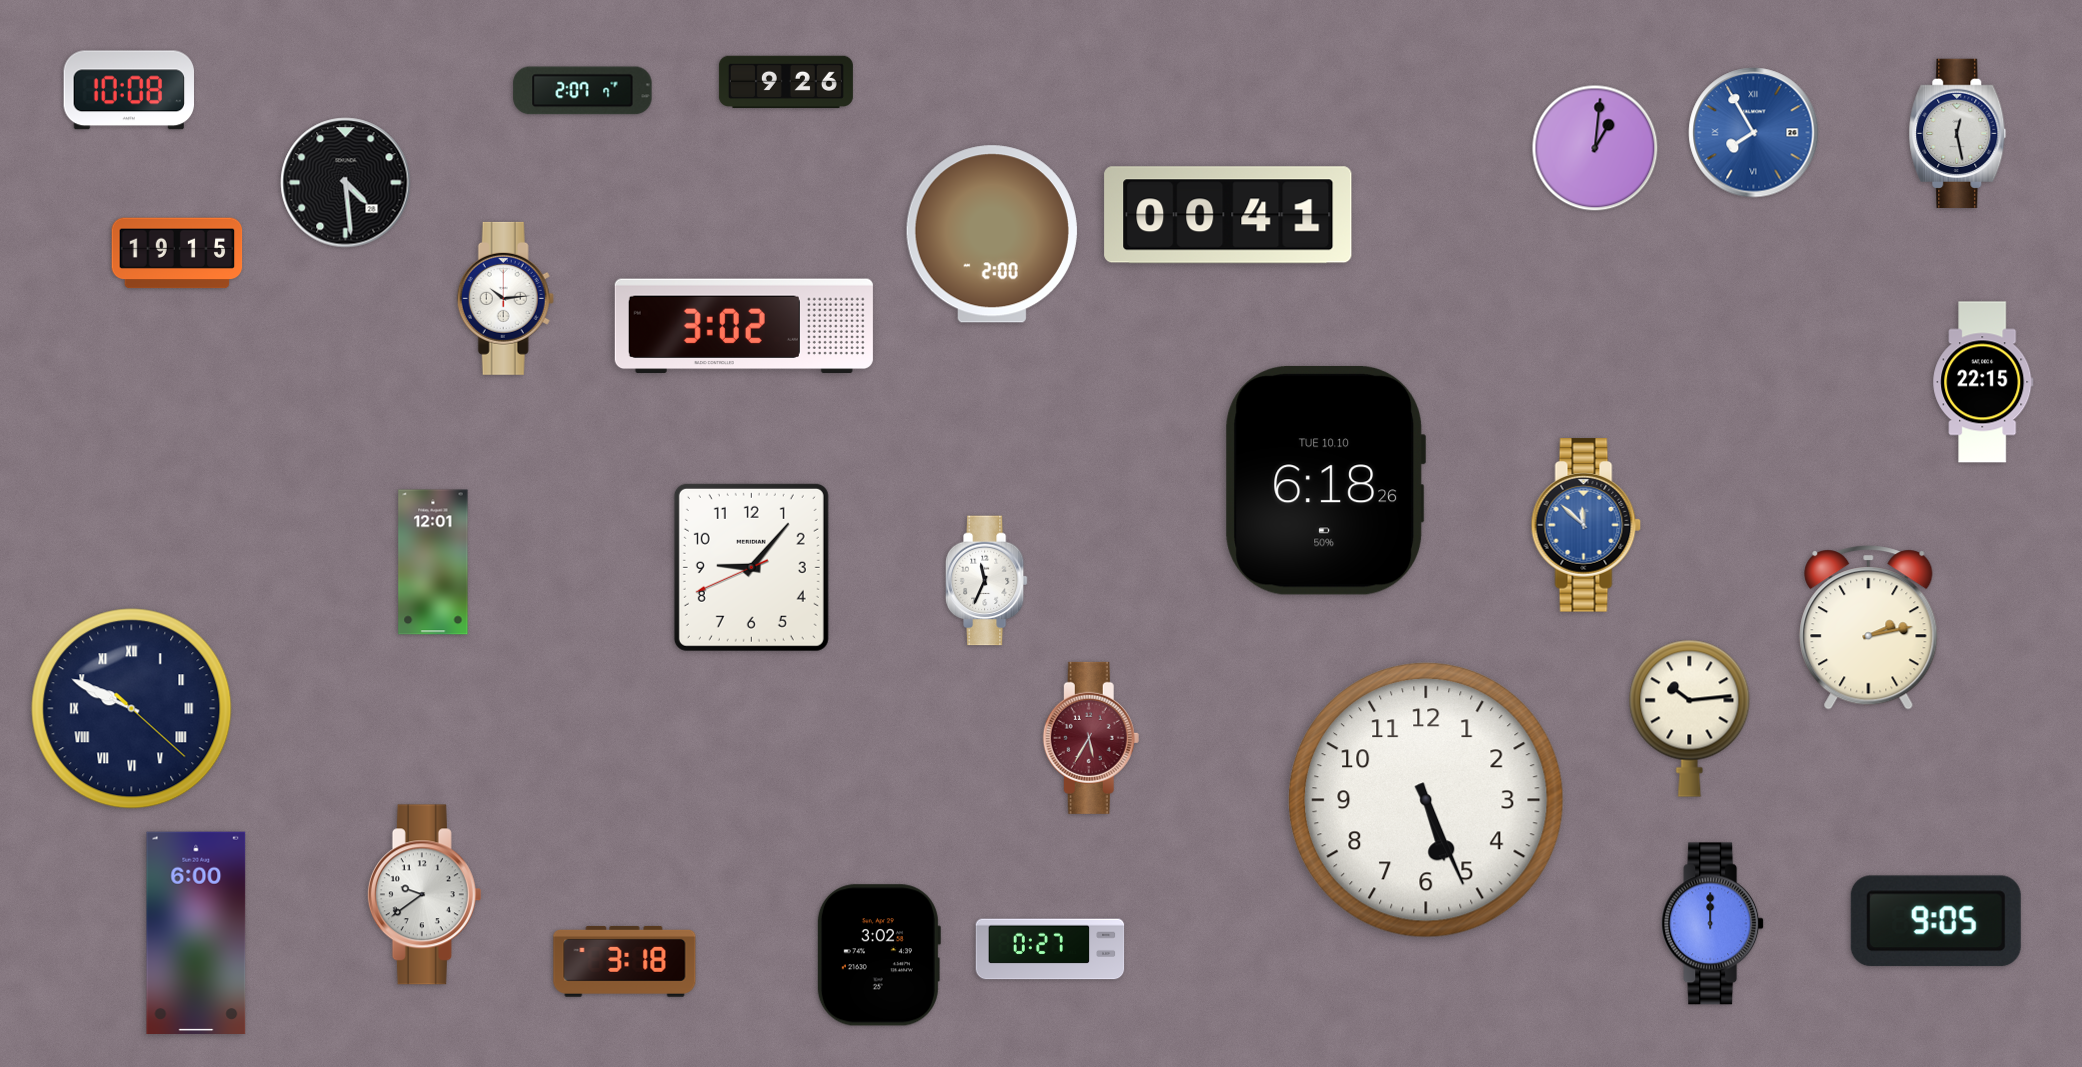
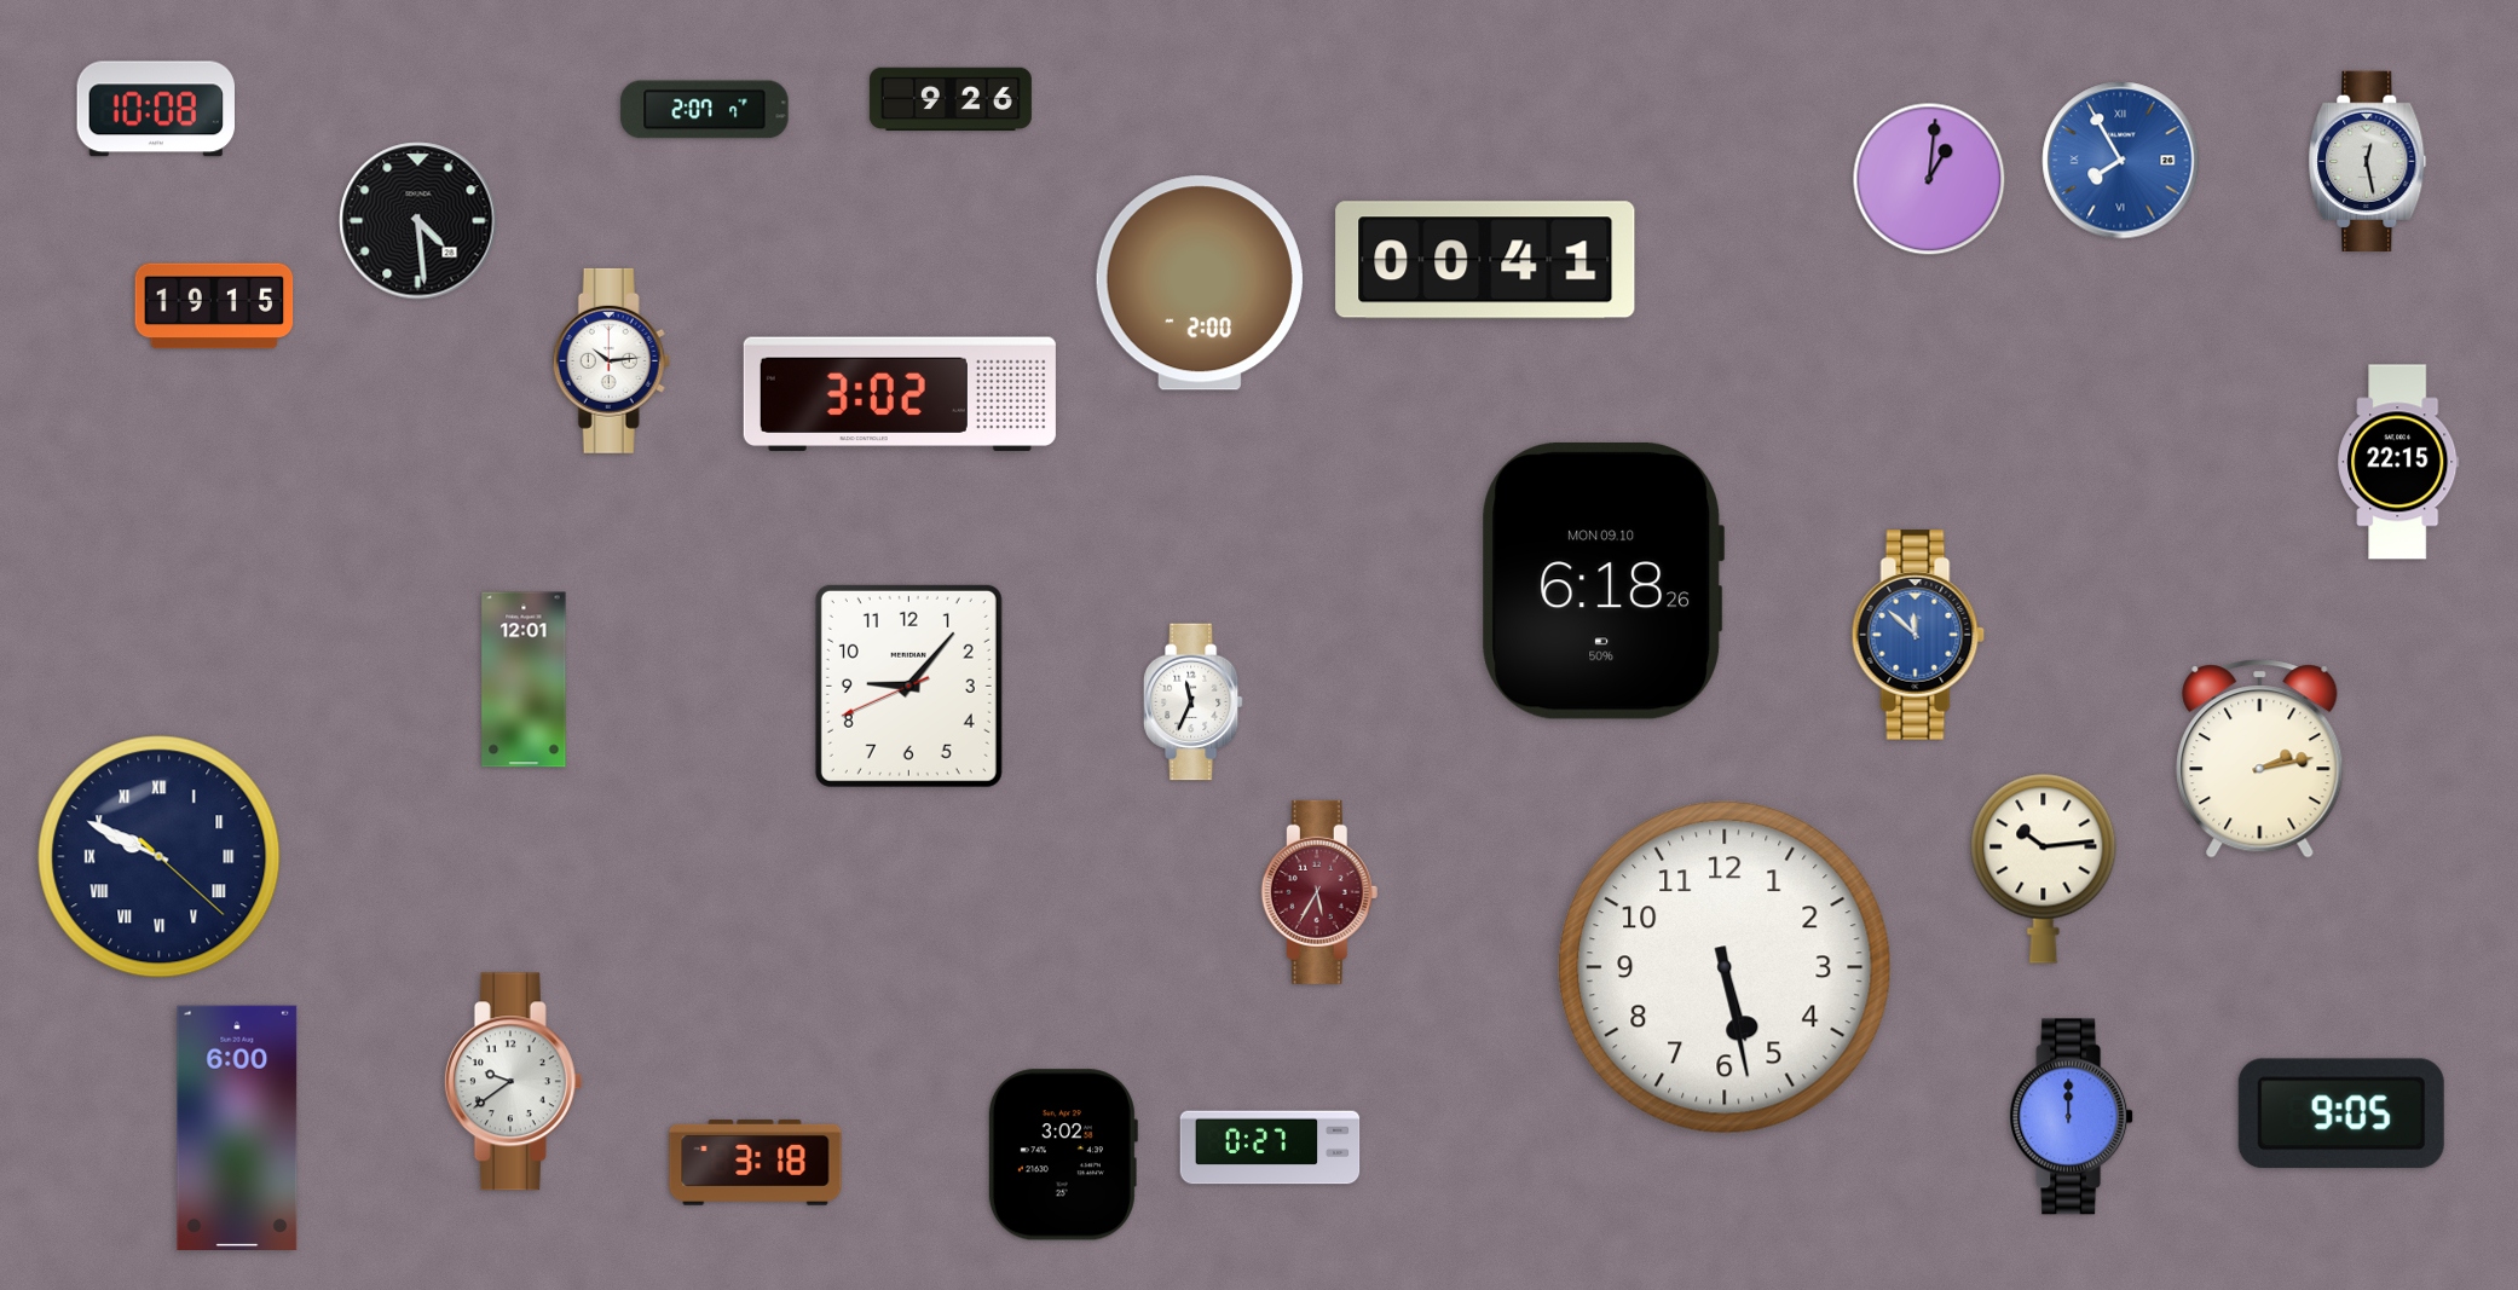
clock at (1326, 480) date: TUE 10.10 -> MON 09.10
clock at (1426, 800): 5:26 -> 5:28
